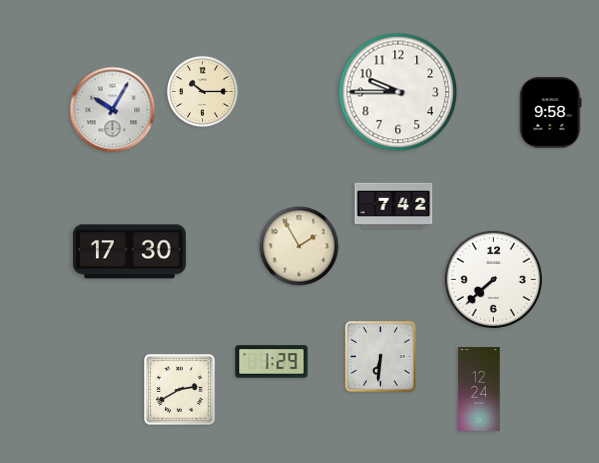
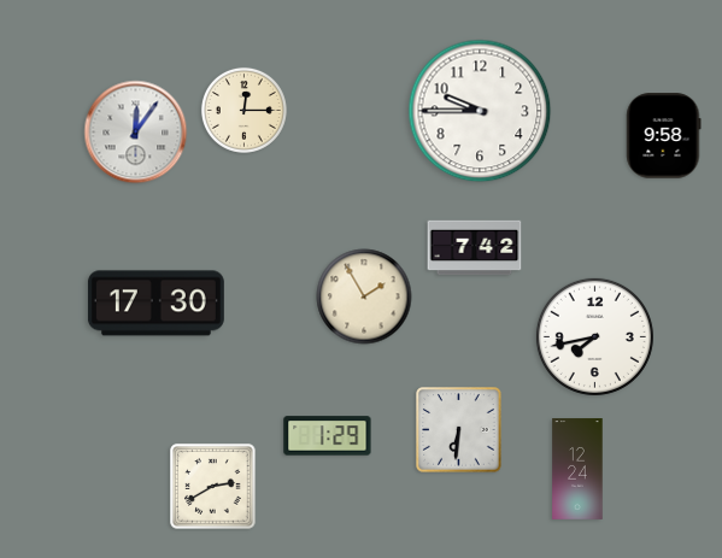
clock at (202, 91): 10:15 -> 12:15
clock at (113, 110): 10:05 -> 12:06
clock at (299, 246) position: (299, 246) -> (364, 296)
clock at (493, 279): 7:38 -> 7:43
clock at (180, 390) position: (180, 390) -> (213, 487)
